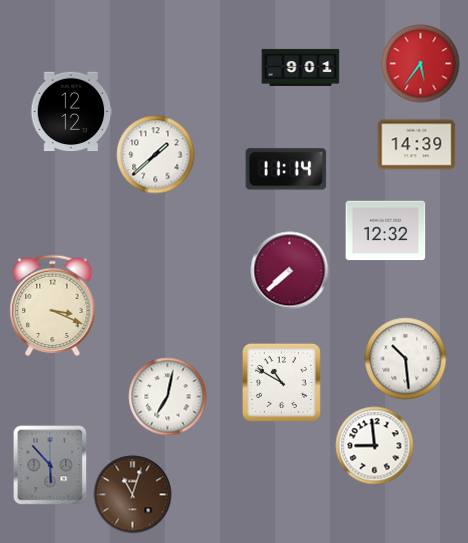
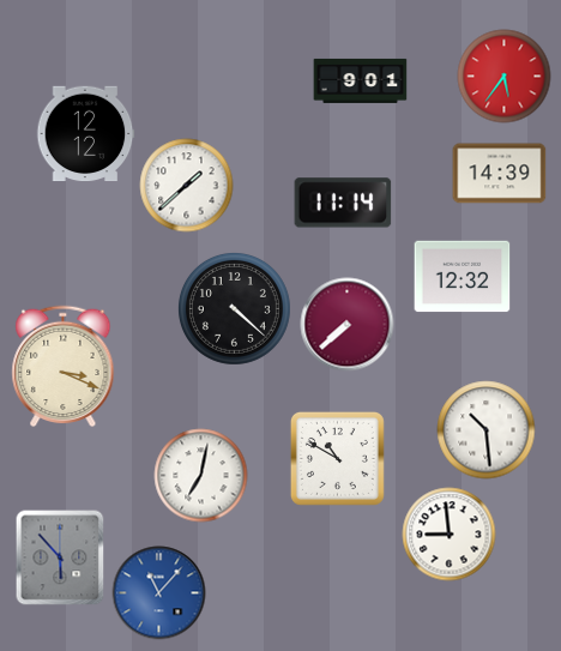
clock at (234, 308): none -> 4:22
clock at (132, 494): 11:03 -> 11:07
clock at (132, 494) dial: brown -> blue
